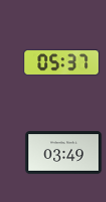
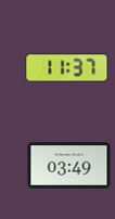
clock at (62, 63): 05:37 -> 11:37
